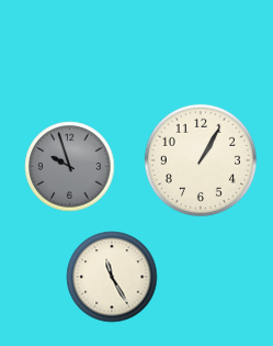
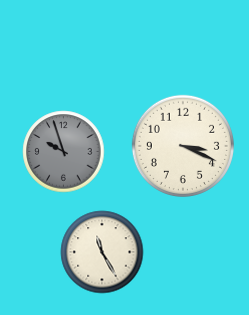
clock at (201, 160): 1:05 -> 3:19
